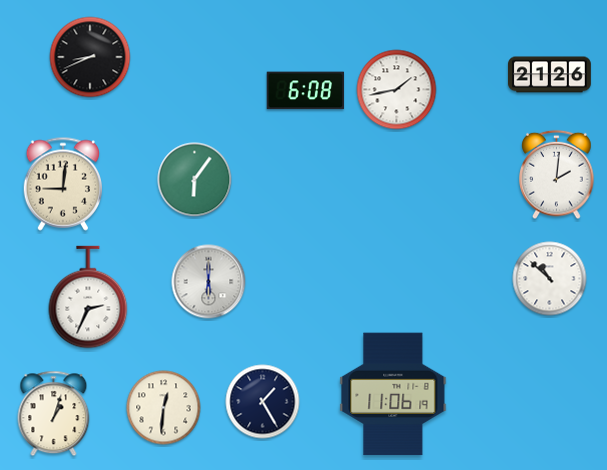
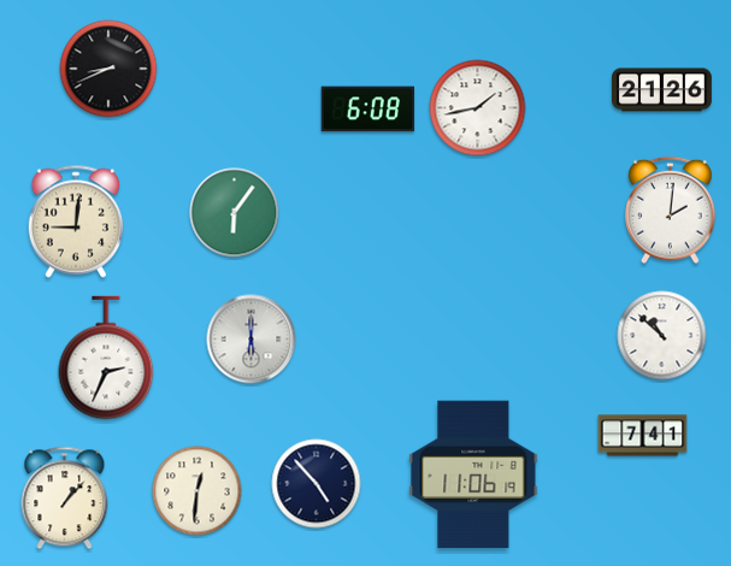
clock at (195, 180) position: (195, 180) -> (235, 213)
clock at (643, 436): none -> 7:41
clock at (263, 402): 1:25 -> 4:53
clock at (54, 414): 1:03 -> 1:07
